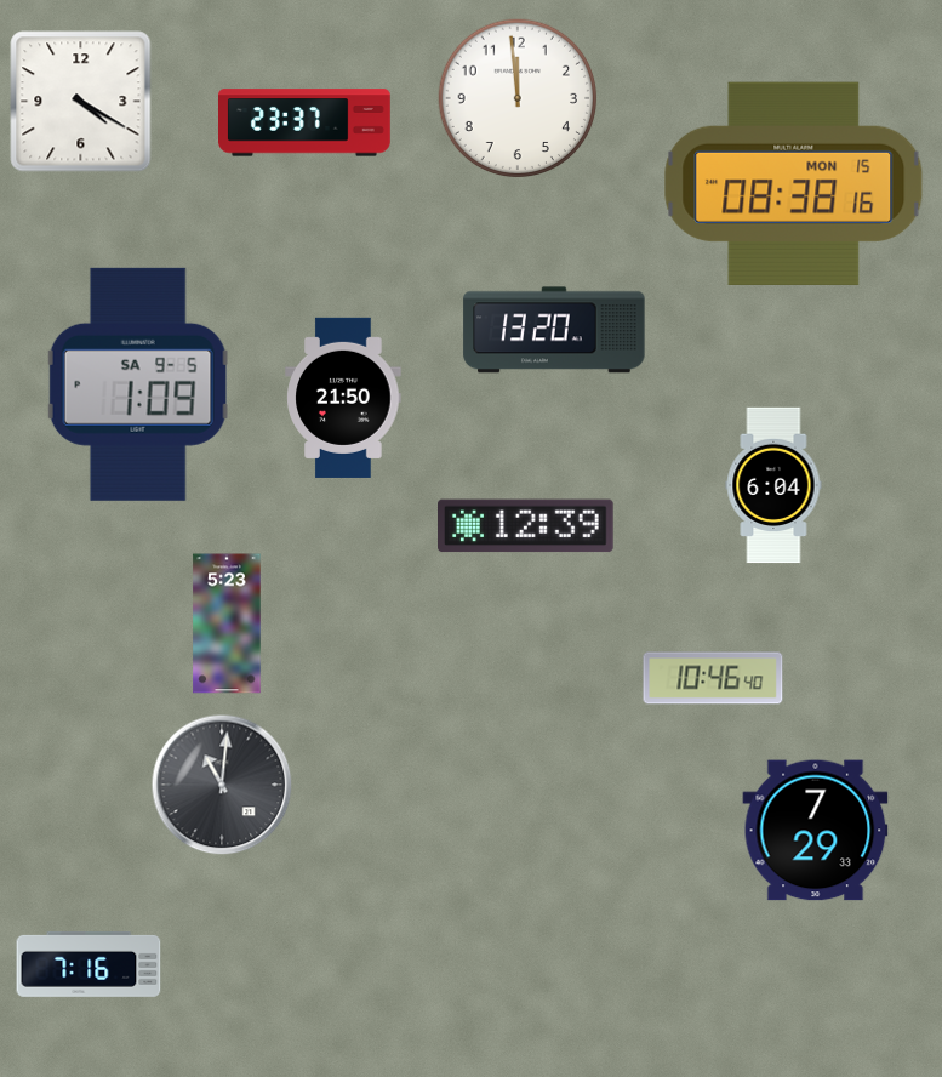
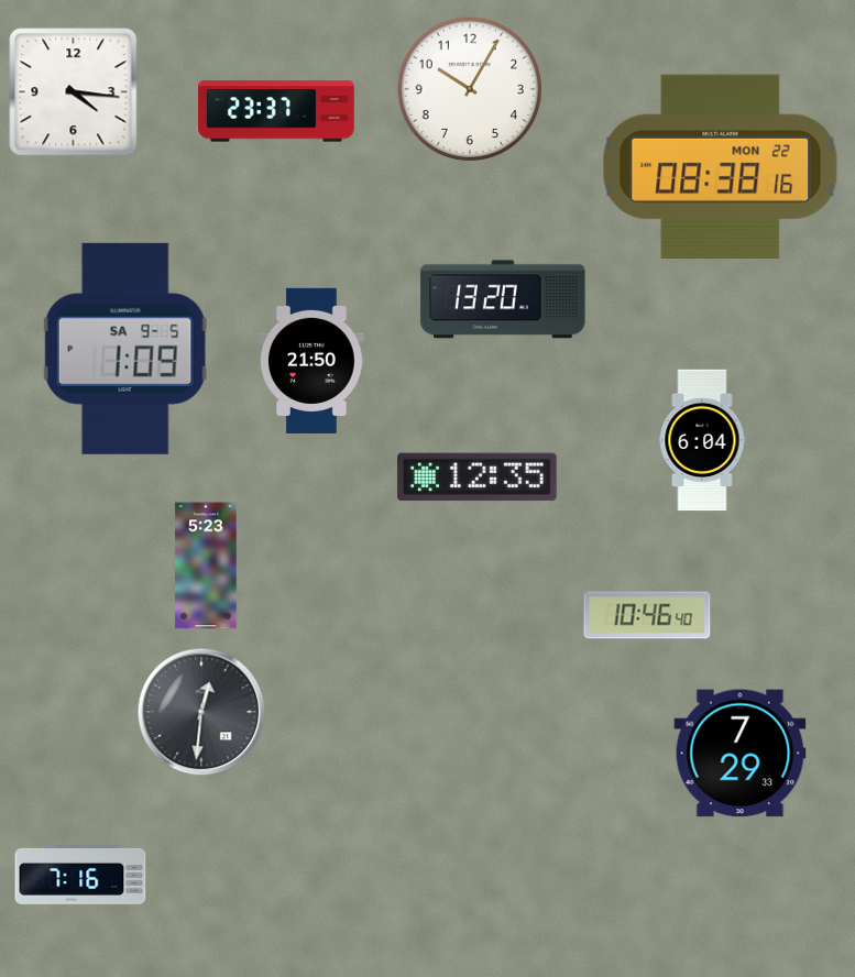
clock at (518, 98): 11:59 -> 10:05
clock at (81, 102): 4:20 -> 4:16
clock at (794, 183) date: MON 15 -> MON 22
clock at (526, 526): 12:39 -> 12:35
clock at (222, 785): 11:01 -> 12:31
